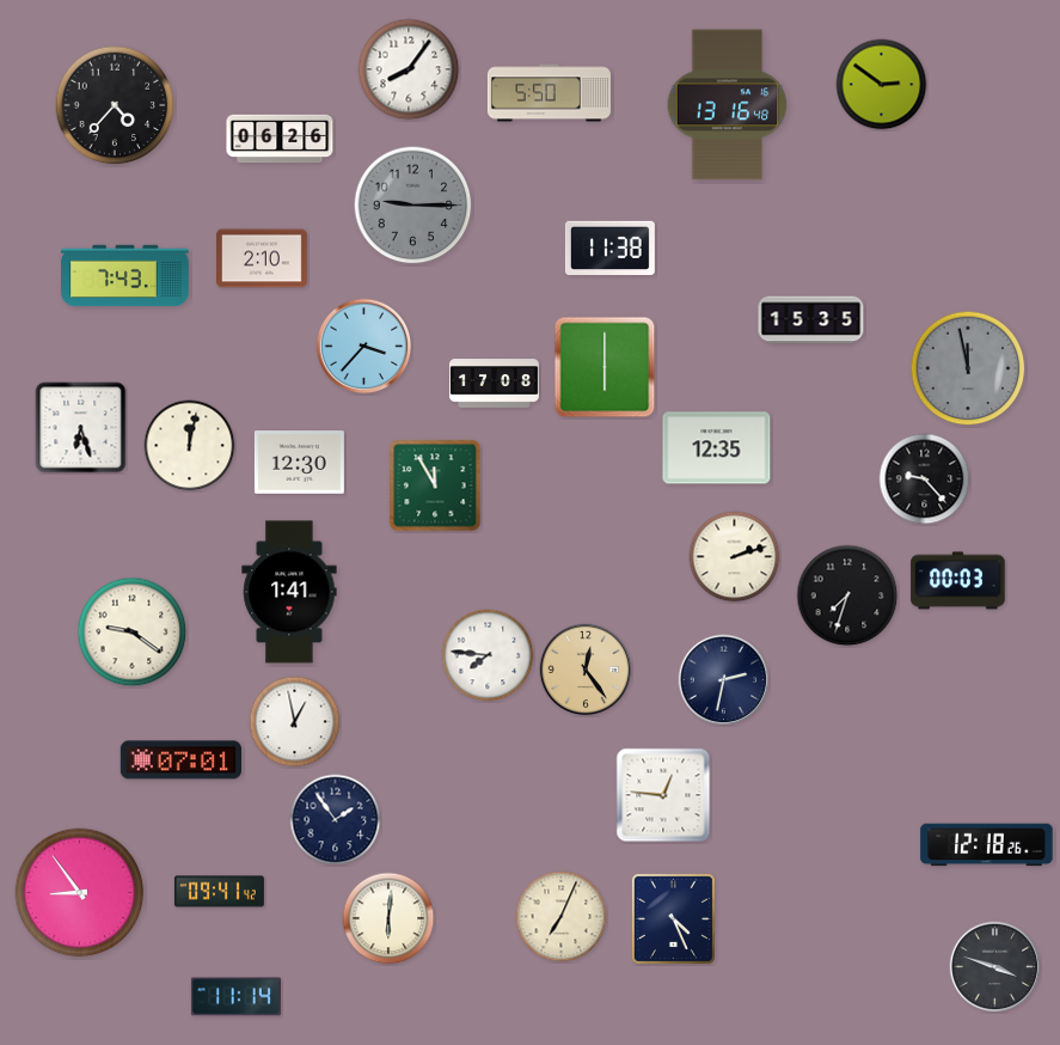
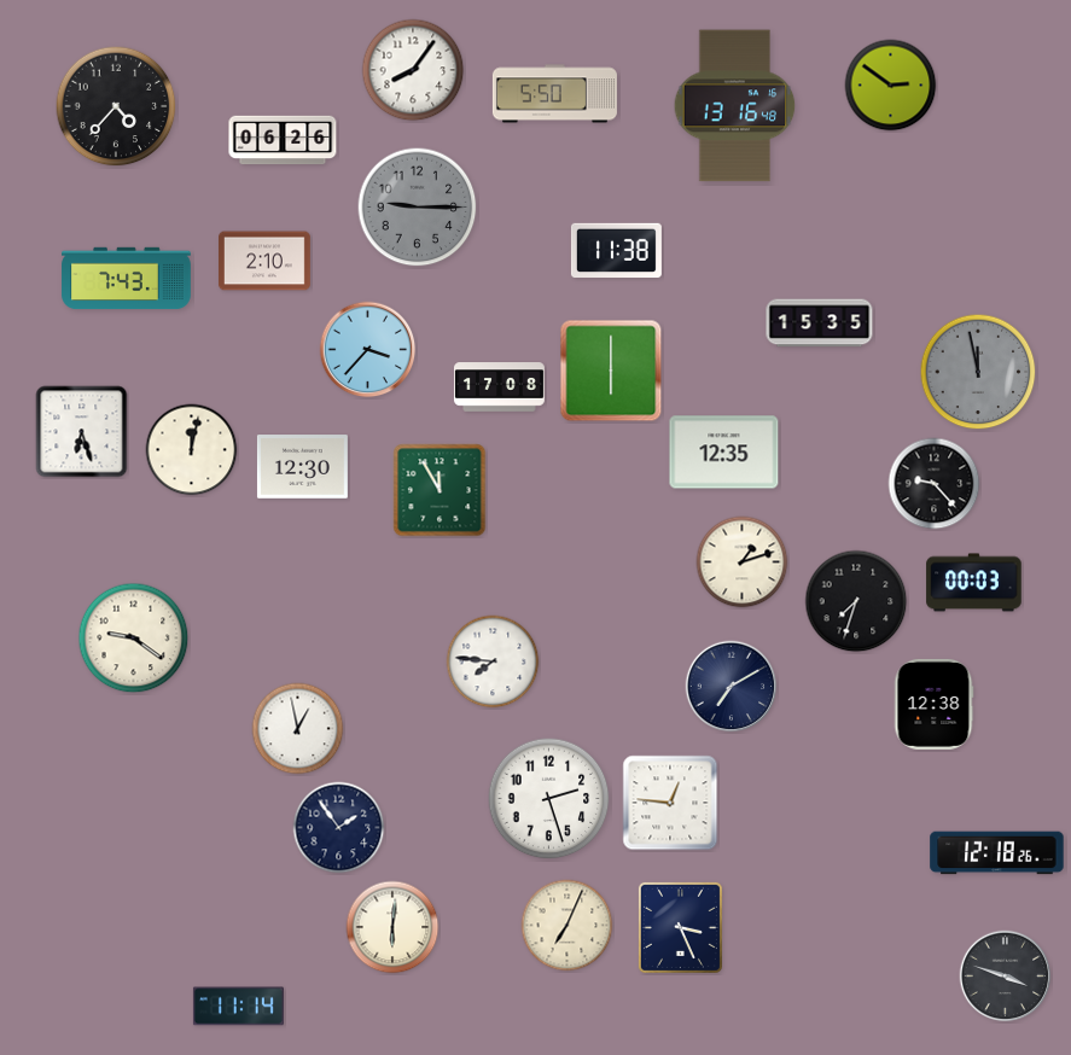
clock at (735, 557): 2:12 -> 1:12
clock at (958, 581) position: (958, 581) -> (974, 583)
clock at (289, 592): 1:41 -> none
clock at (586, 670): 12:24 -> none
clock at (724, 680): 2:32 -> 7:10
clock at (933, 704): none -> 12:38
clock at (180, 760): 07:01 -> none
clock at (549, 799): none -> 2:27
clock at (219, 892): 09:41 -> none
clock at (80, 893): 8:54 -> none
clock at (673, 918): 4:26 -> 3:26
